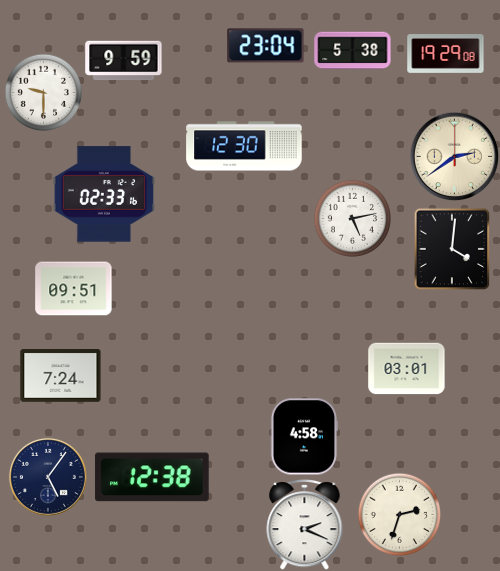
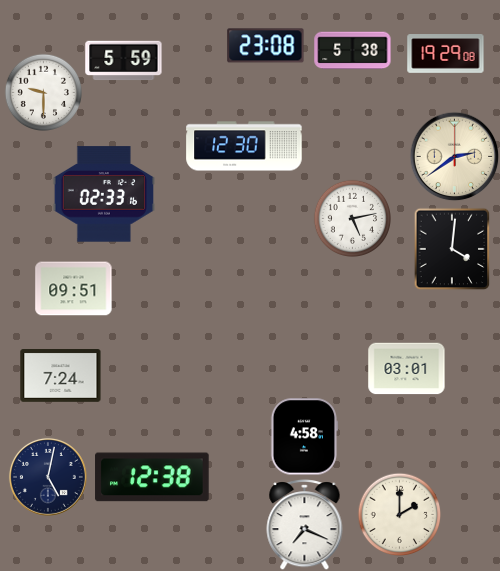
clock at (266, 46): 23:04 -> 23:08
clock at (124, 61): 9:59 -> 5:59
clock at (48, 477): 5:06 -> 5:02
clock at (399, 514): 2:33 -> 2:00
clock at (305, 525): 2:19 -> 7:19
